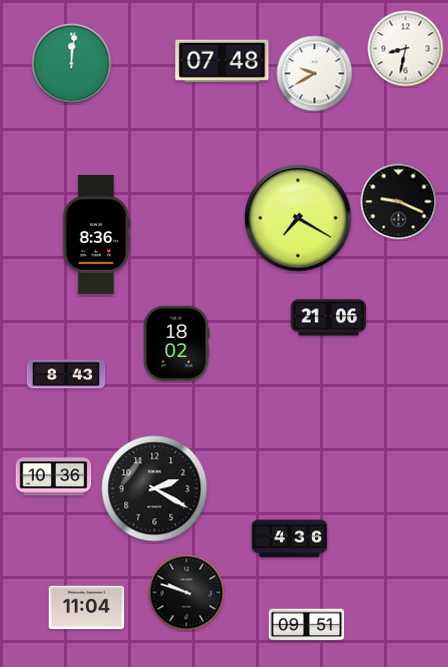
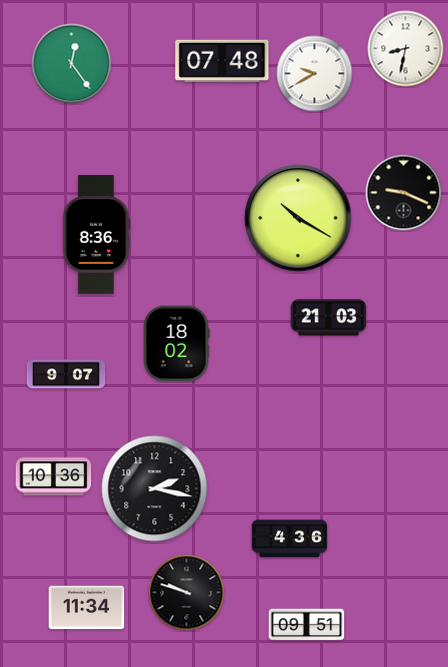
clock at (72, 64): 12:01 -> 12:24
clock at (399, 202) position: (399, 202) -> (404, 193)
clock at (298, 218): 7:20 -> 10:20
clock at (329, 318): 21:06 -> 21:03
clock at (66, 374): 8:43 -> 9:07
clock at (155, 489): 2:20 -> 2:17
clock at (87, 608): 11:04 -> 11:34
